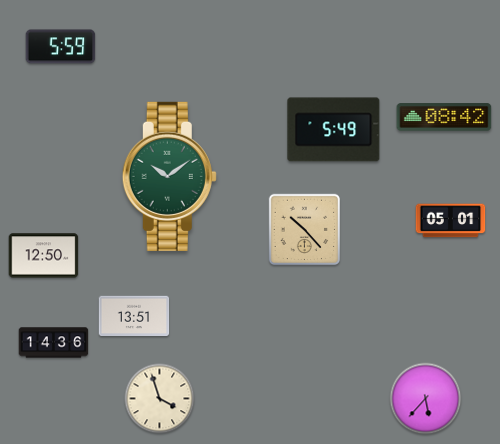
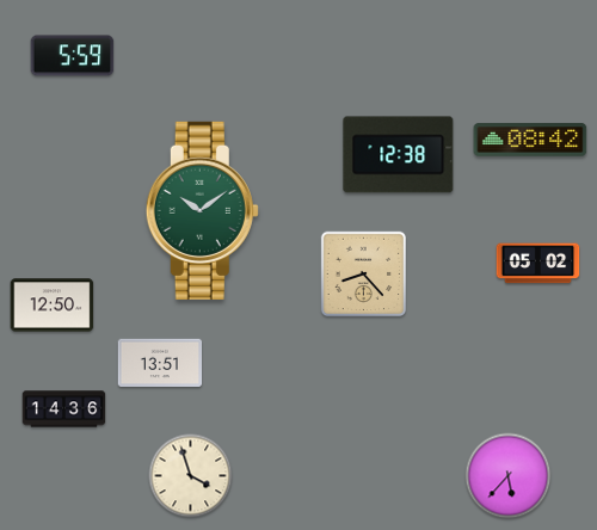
clock at (334, 130): 5:49 -> 12:38
clock at (451, 221): 05:01 -> 05:02
clock at (305, 230): 10:23 -> 8:23
clock at (134, 316) position: (134, 316) -> (160, 363)
